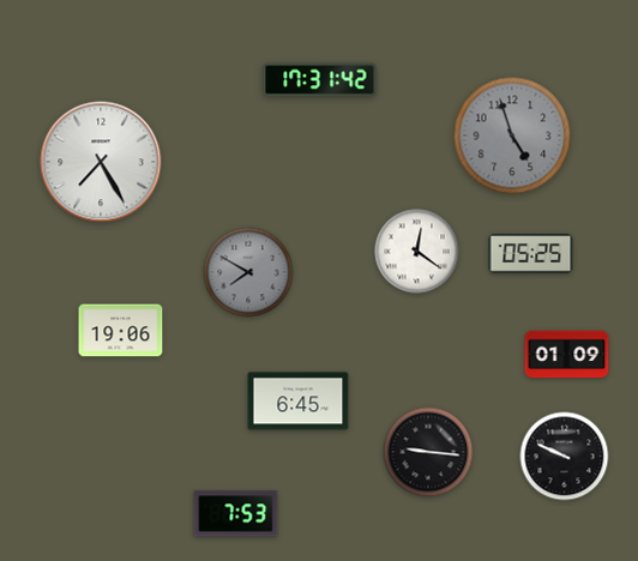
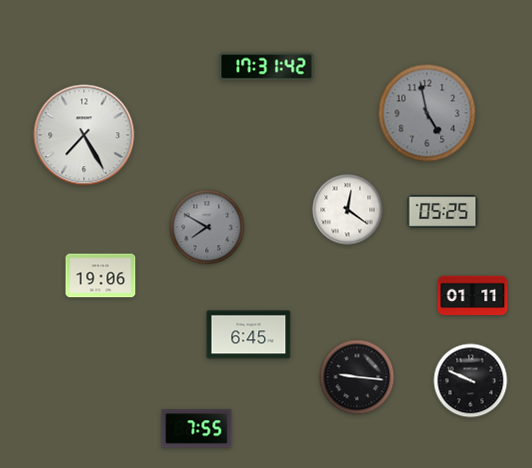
clock at (512, 135): 4:57 -> 4:58
clock at (567, 355): 01:09 -> 01:11
clock at (236, 514): 7:53 -> 7:55
